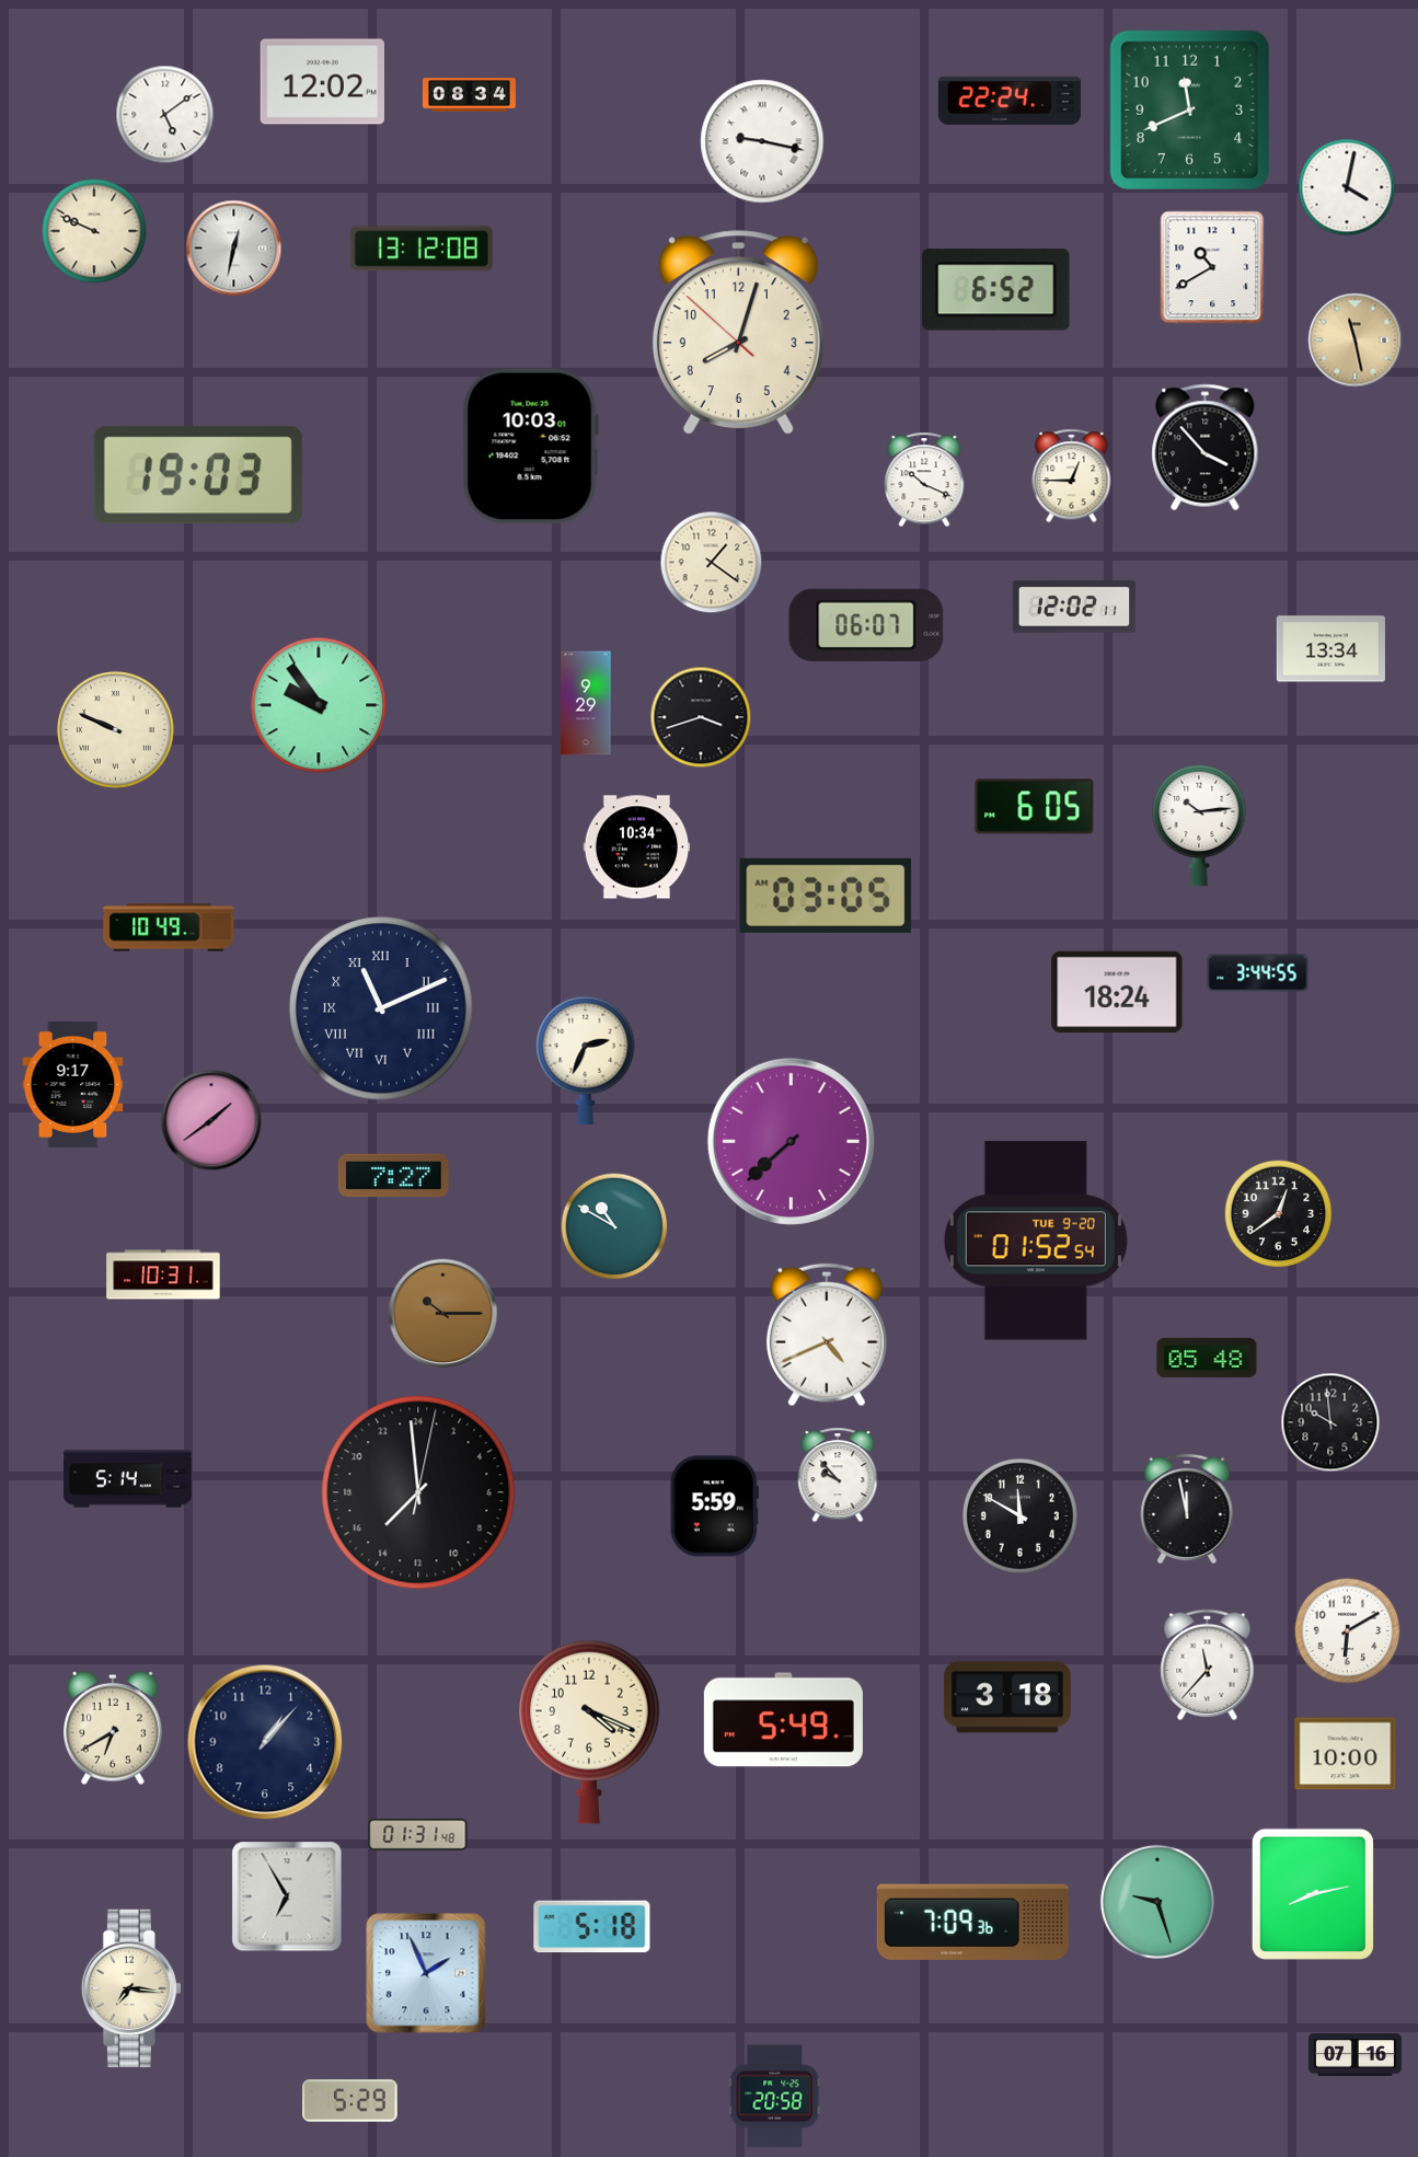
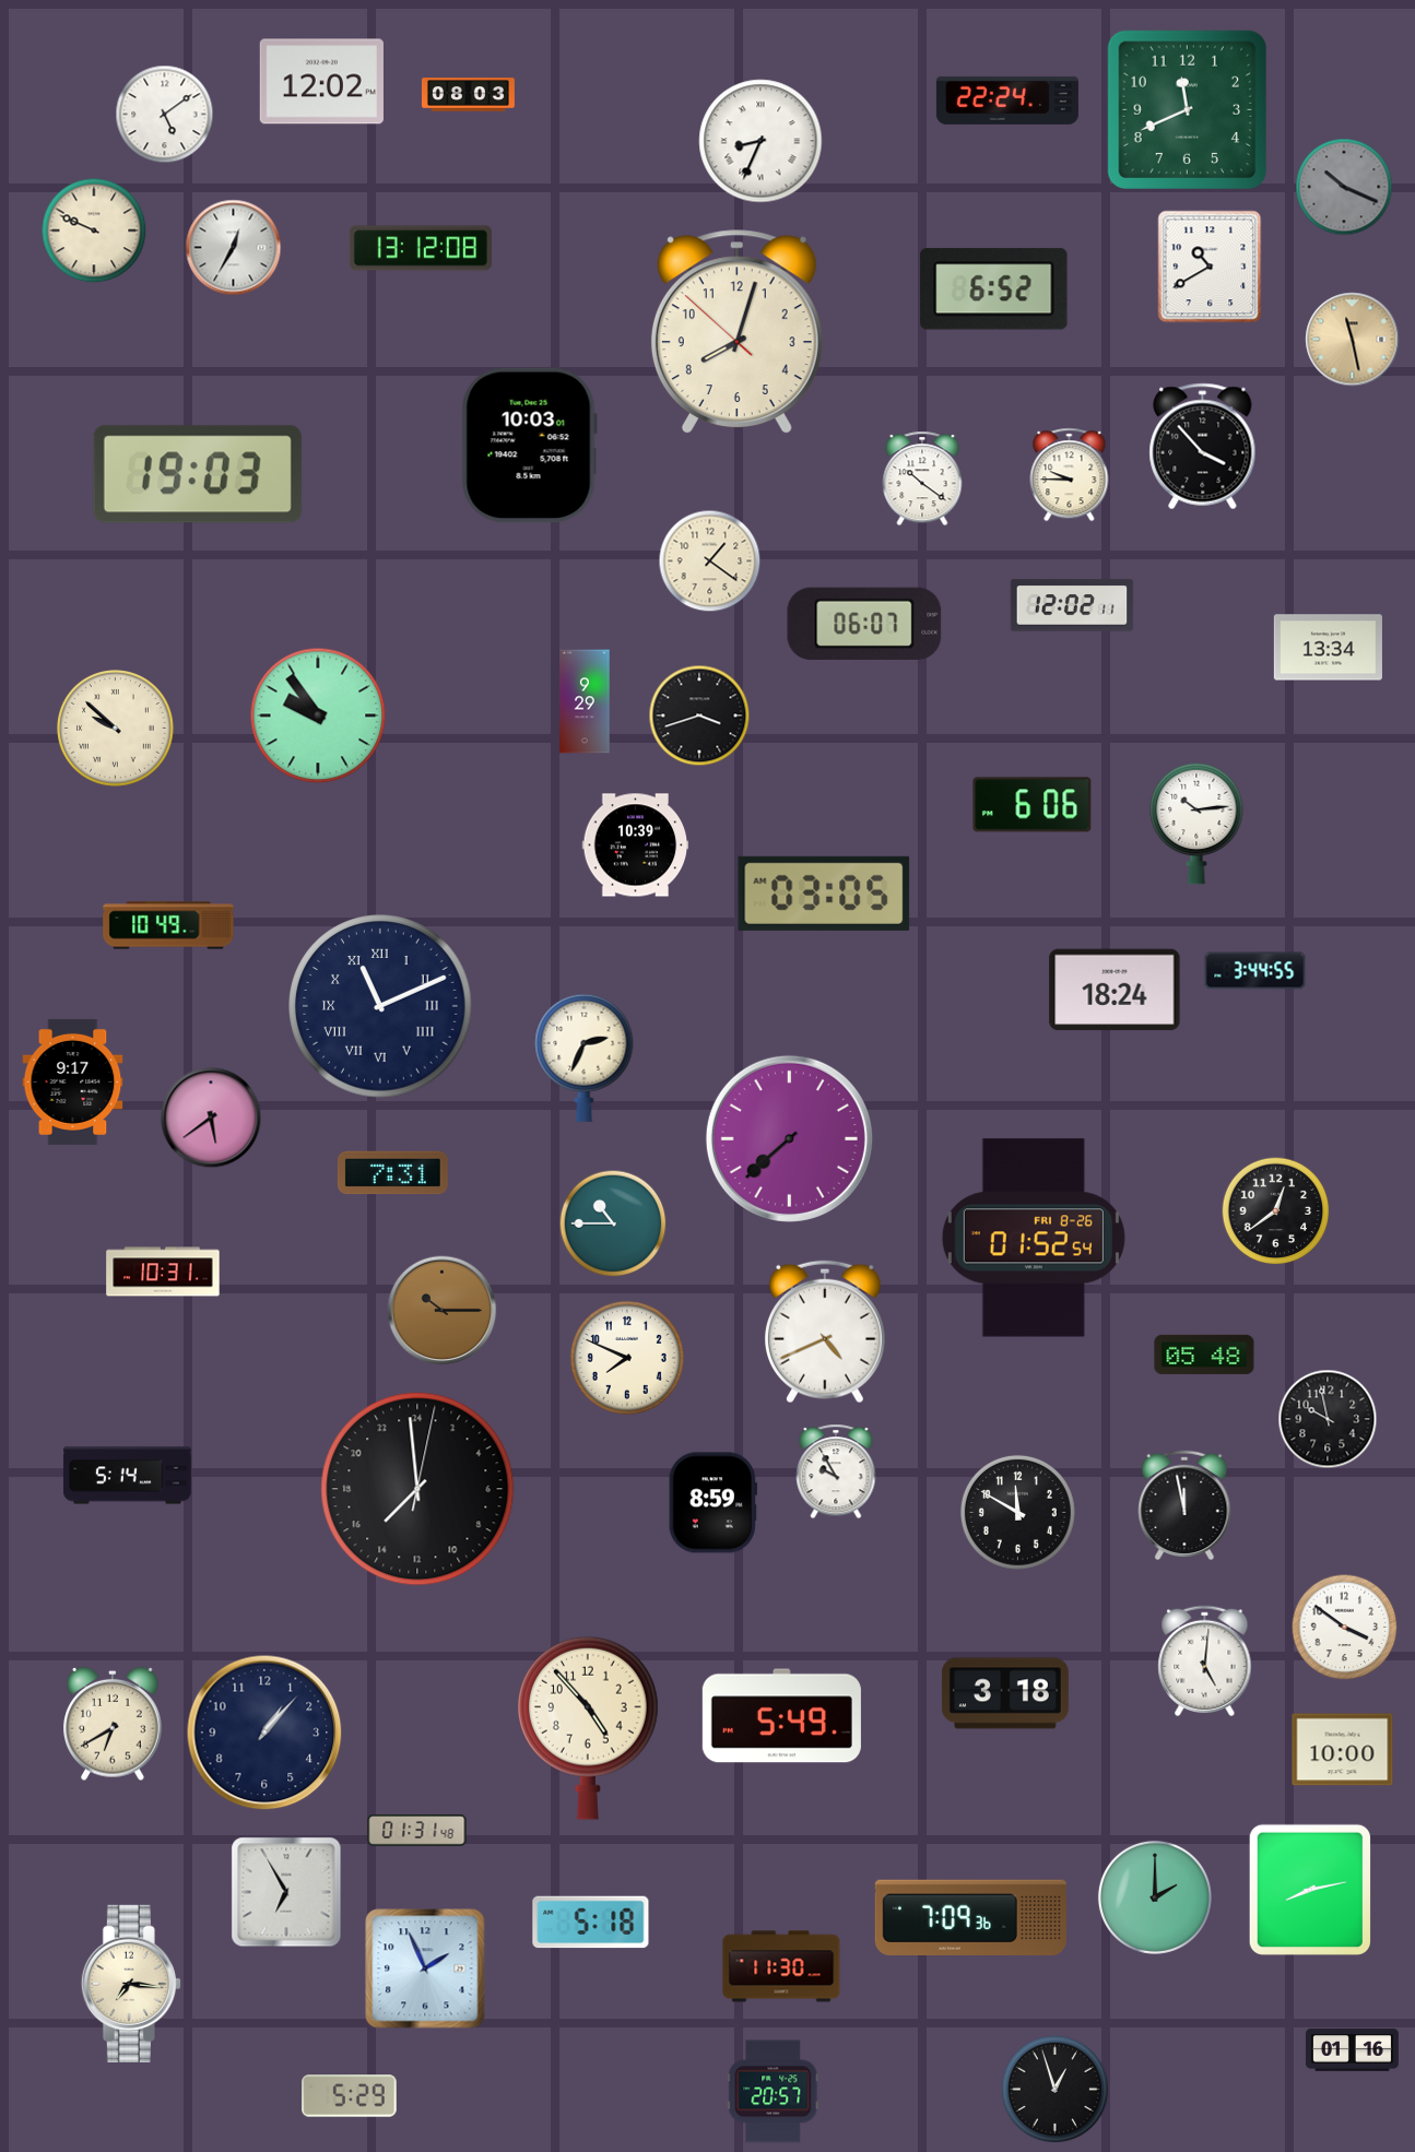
clock at (469, 95): 08:34 -> 08:03
clock at (762, 141): 9:17 -> 8:34
clock at (1347, 187): 4:02 -> 10:19
clock at (1347, 187) dial: white -> grey
clock at (234, 249): 12:32 -> 12:35
clock at (1072, 476): 12:45 -> 9:45
clock at (924, 480): 10:19 -> 10:21
clock at (319, 705) position: (319, 705) -> (318, 716)
clock at (116, 730): 9:49 -> 9:52
clock at (1035, 807): 6:05 -> 6:06
clock at (637, 847): 10:34 -> 10:39
clock at (211, 1120): 1:39 -> 5:39
clock at (393, 1176): 7:27 -> 7:31
clock at (614, 1226): 10:50 -> 10:45
clock at (1036, 1241) date: TUE 9-20 -> FRI 8-26
clock at (627, 1358): none -> 7:49
clock at (1330, 1422): 9:59 -> 9:58
clock at (838, 1475): 9:53 -> 9:55
clock at (714, 1507): 5:59 -> 8:59
clock at (1348, 1631): 6:10 -> 3:51
clock at (1208, 1665): 11:37 -> 5:01
clock at (589, 1732): 4:19 -> 4:53
clock at (265, 1742) position: (265, 1742) -> (264, 1733)
clock at (1157, 1902): 9:27 -> 2:00
clock at (781, 1966): none -> 11:30
clock at (1354, 2055): 07:16 -> 01:16
clock at (1056, 2090): none -> 12:57
clock at (775, 2097): 20:58 -> 20:57
